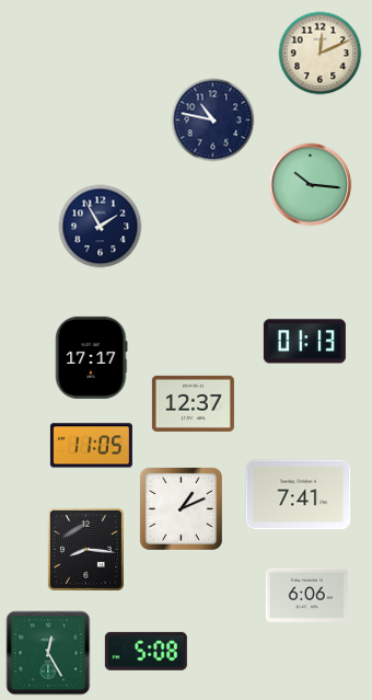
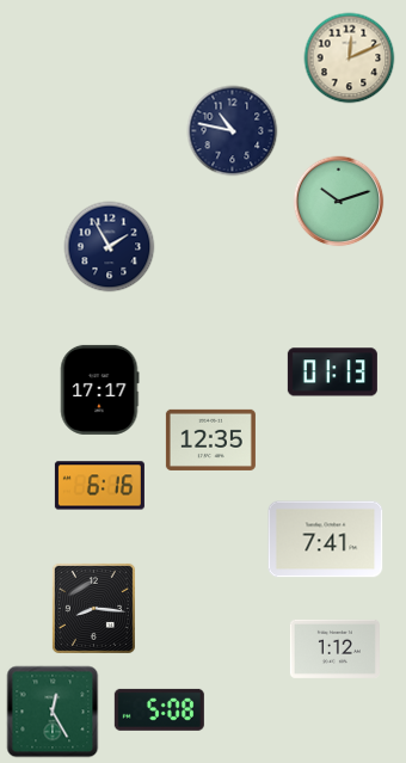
clock at (311, 185): 10:16 -> 10:12
clock at (193, 403): 12:37 -> 12:35
clock at (91, 446): 11:05 -> 6:16
clock at (181, 508): 1:11 -> none
clock at (85, 549) position: (85, 549) -> (93, 608)
clock at (306, 595): 6:06 -> 1:12
